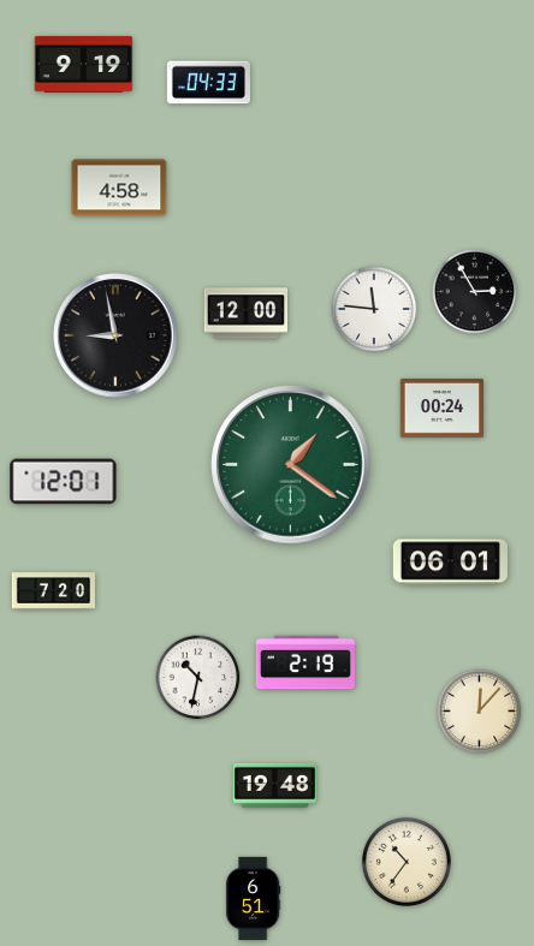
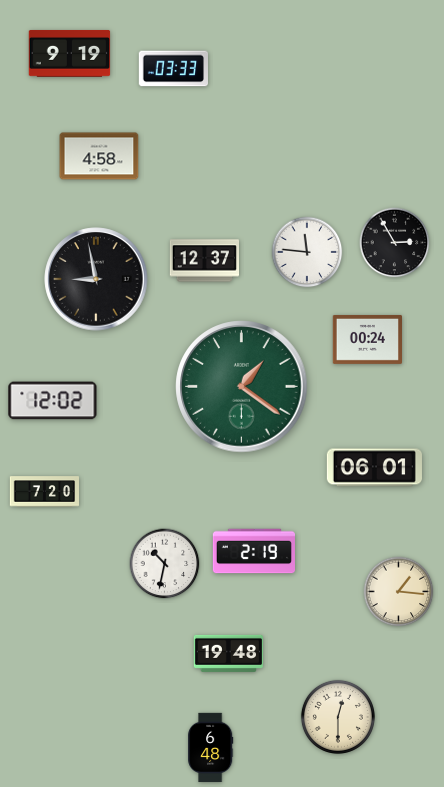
clock at (208, 83): 04:33 -> 03:33
clock at (374, 309) position: (374, 309) -> (307, 252)
clock at (245, 314): 12:00 -> 12:37
clock at (64, 482): 12:01 -> 12:02
clock at (480, 712): 12:07 -> 1:16
clock at (407, 862): 10:36 -> 12:30
clock at (254, 899): 6:51 -> 6:48
